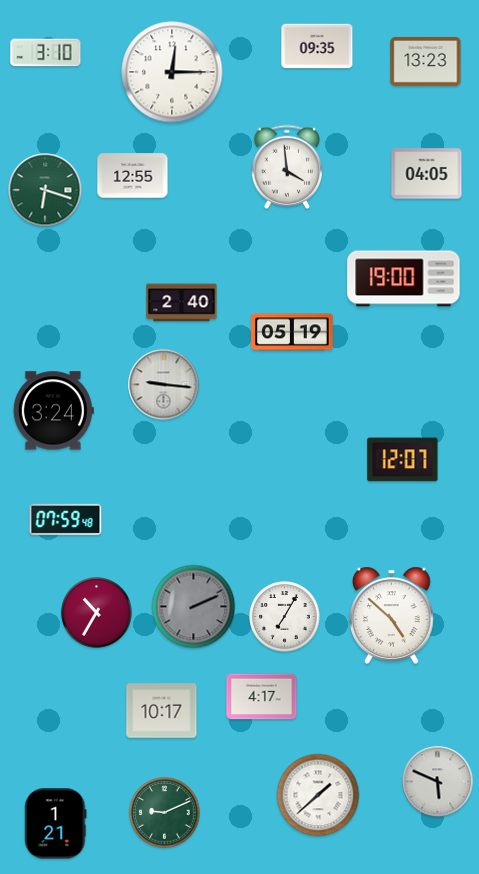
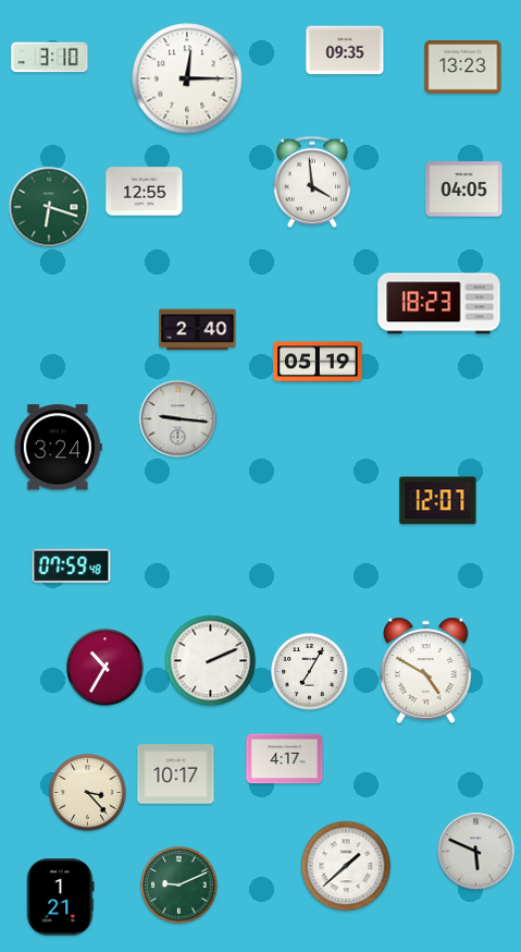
clock at (404, 279): 19:00 -> 18:23
clock at (194, 607) dial: grey -> white
clock at (392, 615): 4:52 -> 4:50
clock at (88, 793): none -> 3:23
